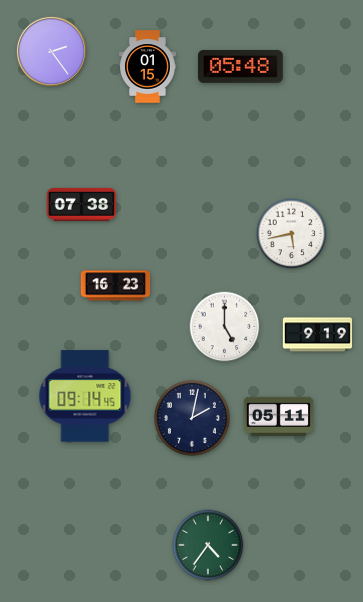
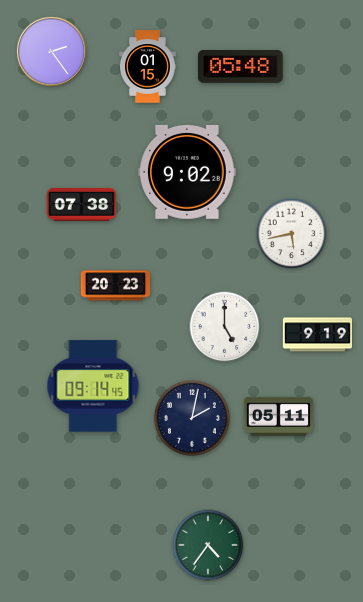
clock at (187, 172): none -> 9:02
clock at (116, 286): 16:23 -> 20:23
clock at (85, 396) position: (85, 396) -> (93, 386)
